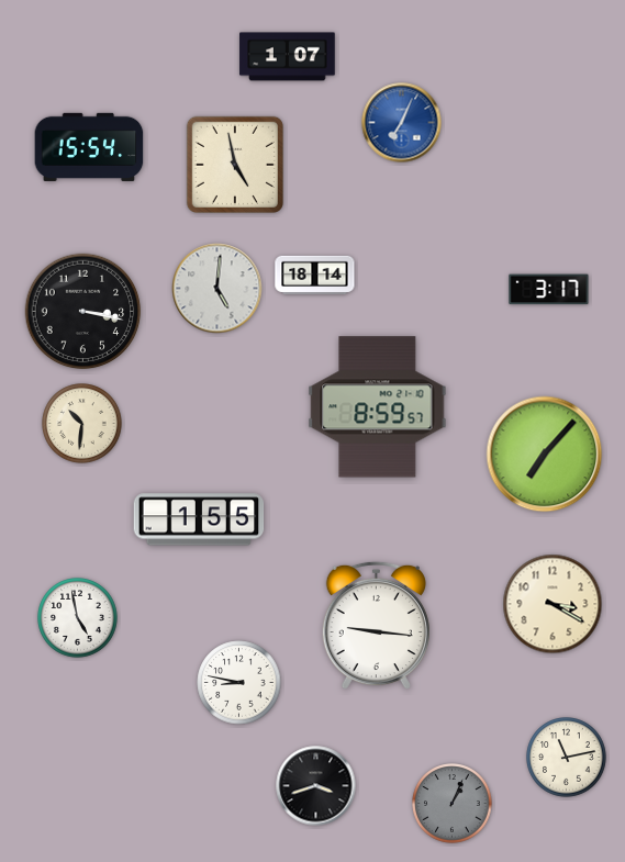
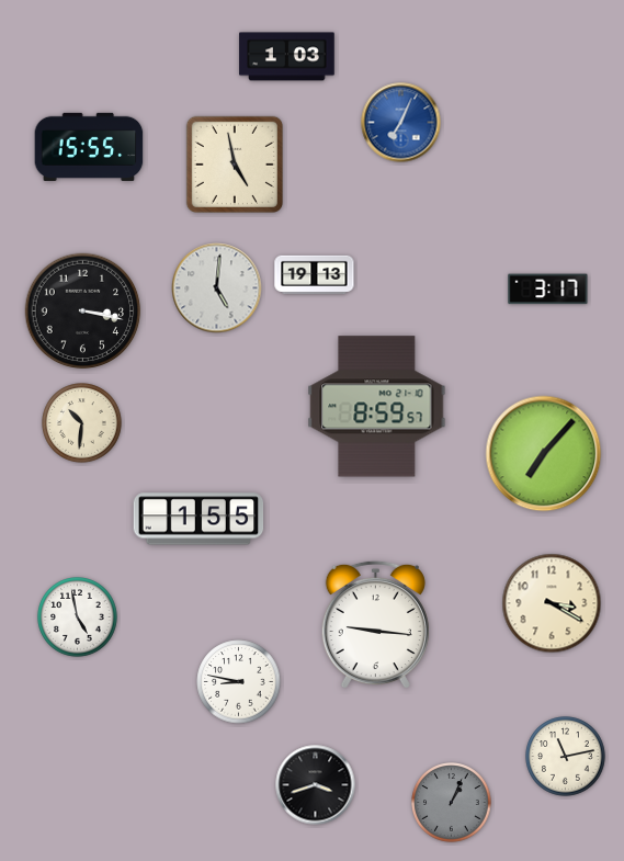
clock at (288, 57): 1:07 -> 1:03
clock at (89, 147): 15:54 -> 15:55
clock at (315, 275): 18:14 -> 19:13
